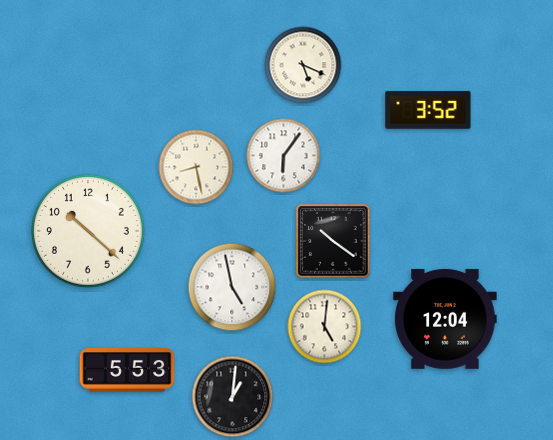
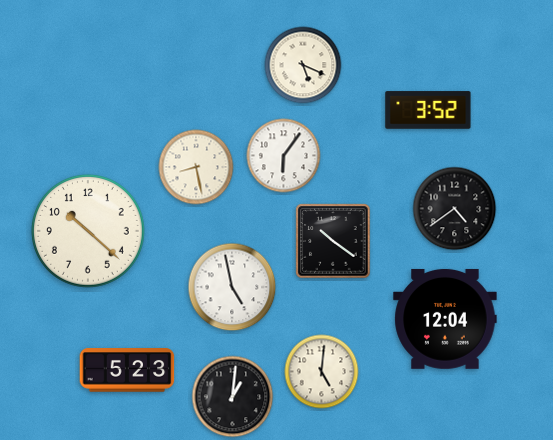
clock at (455, 209): none -> 4:39
clock at (325, 327) position: (325, 327) -> (322, 372)
clock at (127, 370): 5:53 -> 5:23
